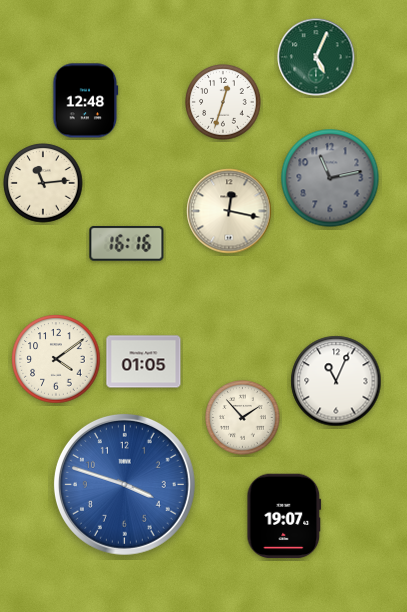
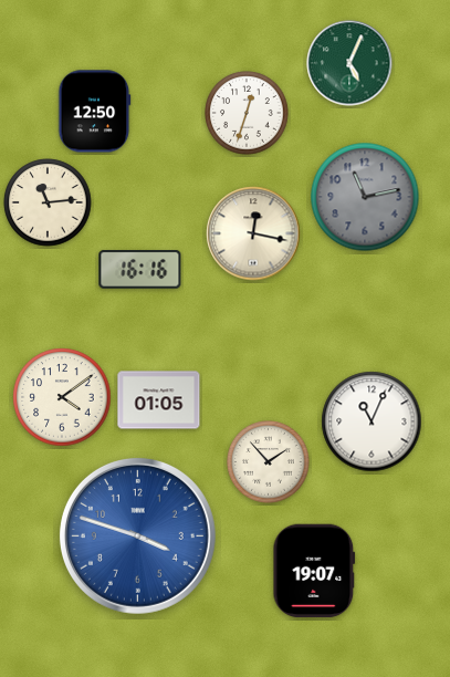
clock at (86, 101): 12:48 -> 12:50
